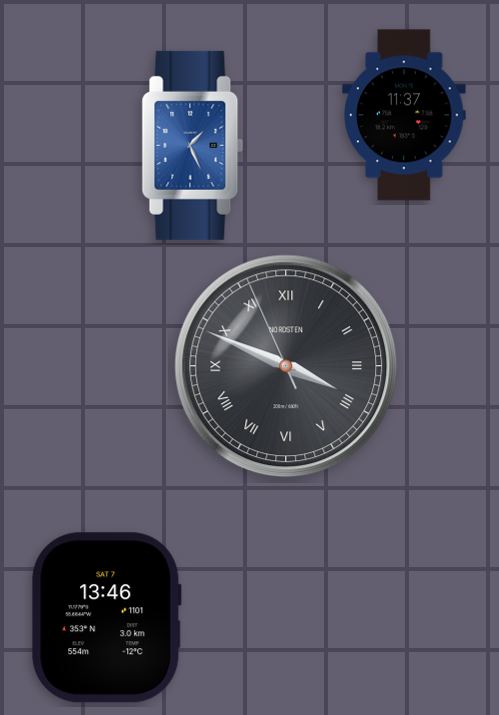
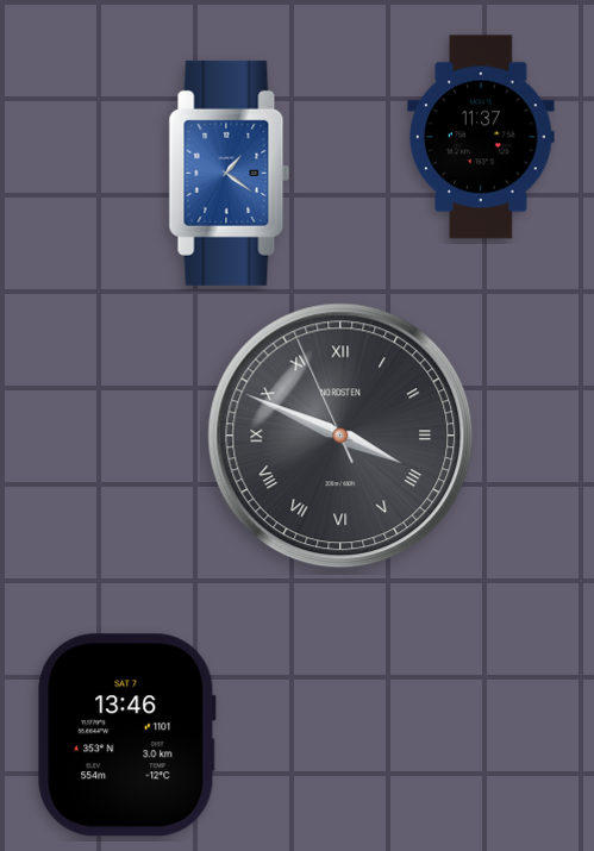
clock at (193, 145): 1:26 -> 1:21
